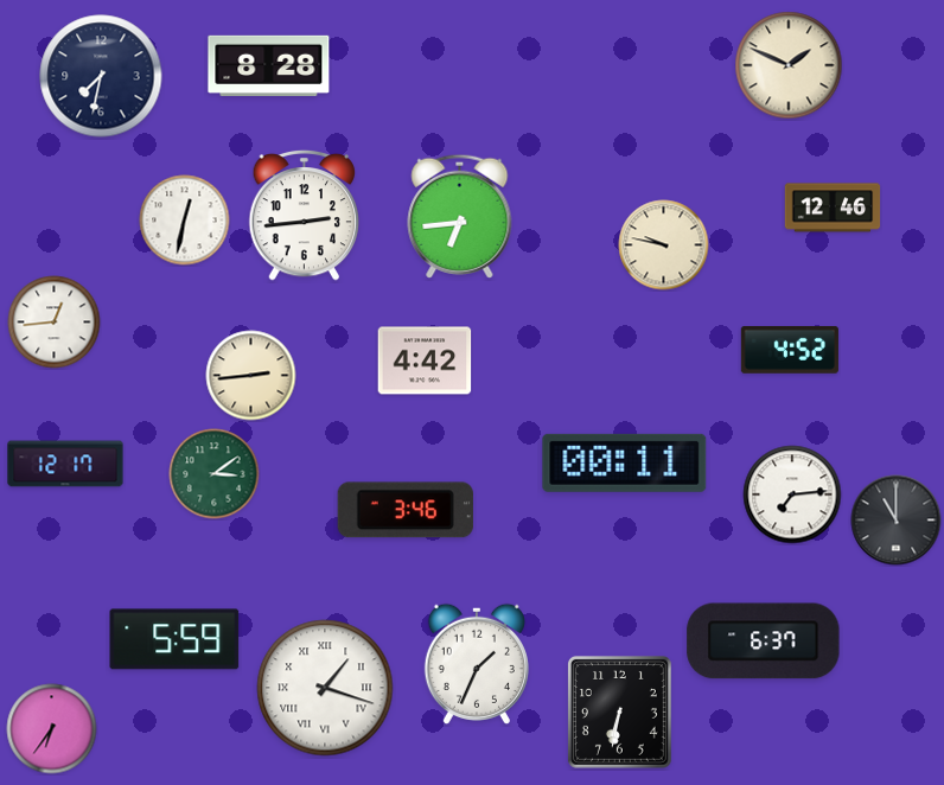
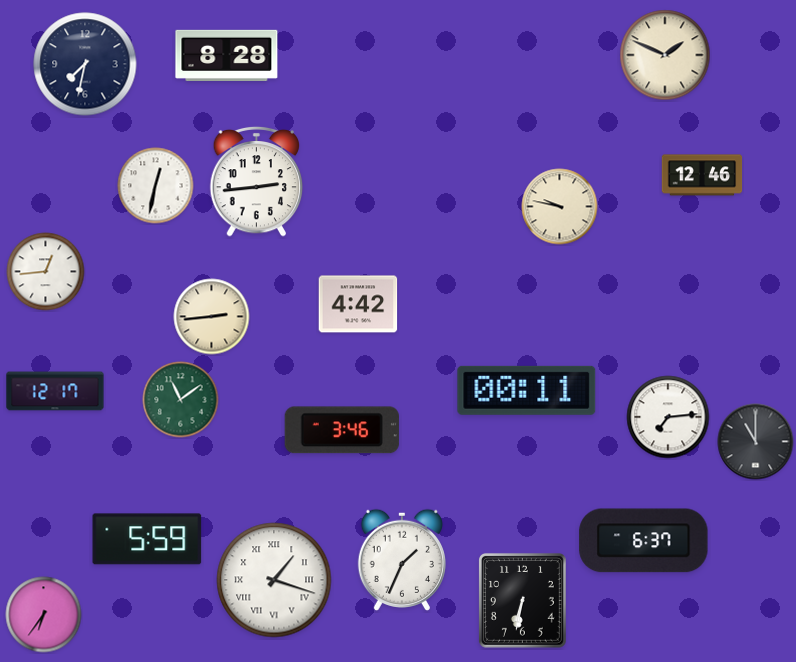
clock at (460, 216): 6:44 -> none
clock at (790, 350): 4:52 -> none
clock at (215, 474): 3:09 -> 11:09
clock at (897, 521) position: (897, 521) -> (756, 442)
